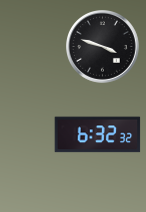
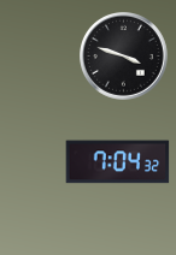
clock at (98, 135): 6:32 -> 7:04
